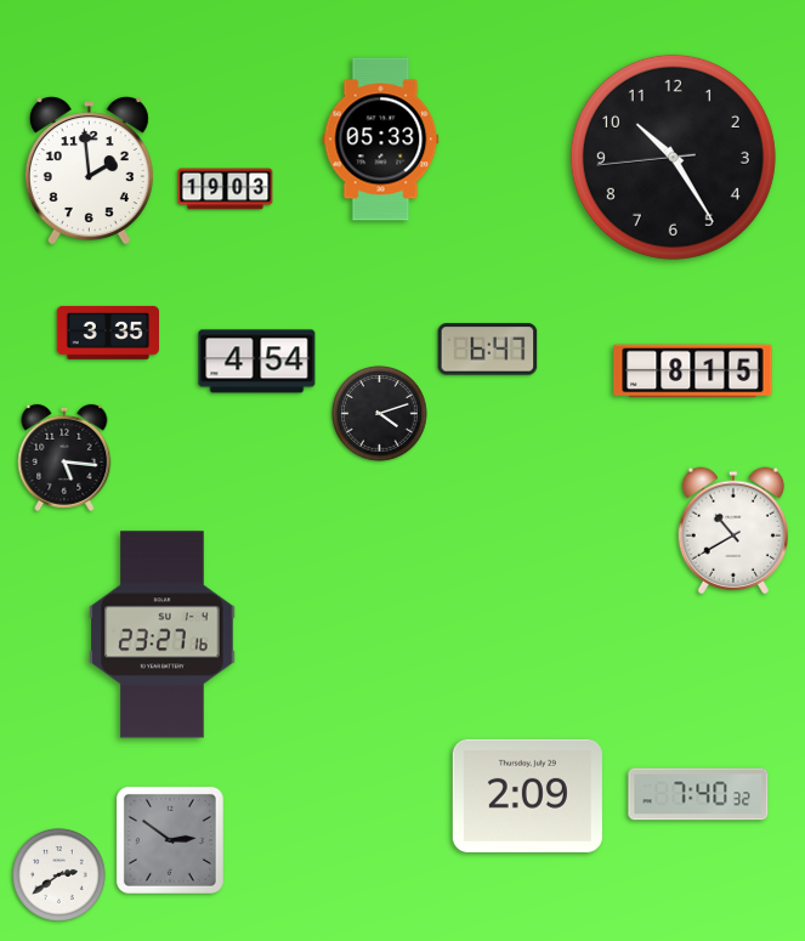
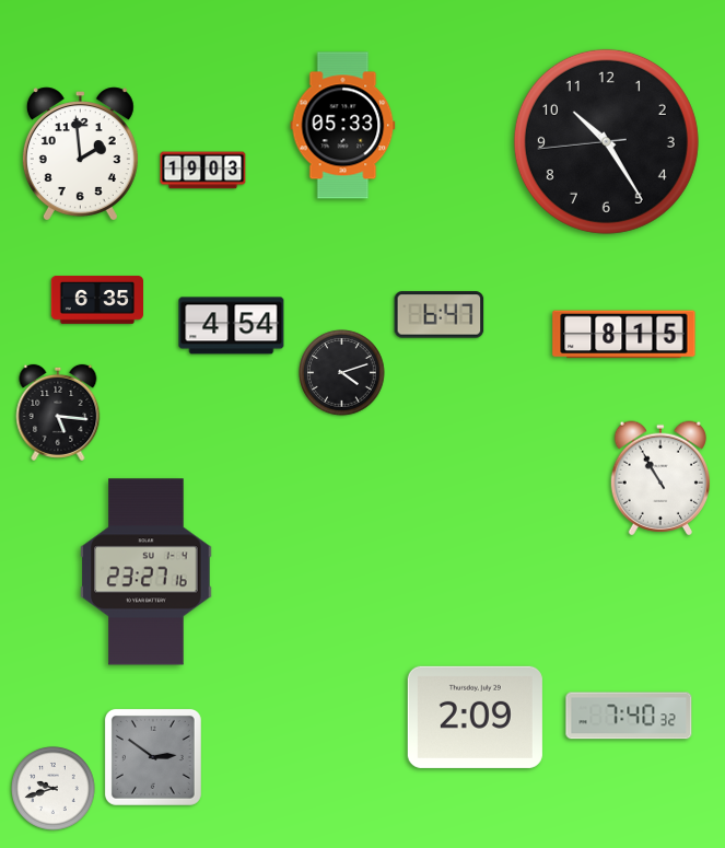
clock at (107, 333): 3:35 -> 6:35
clock at (733, 531): 10:40 -> 10:55
clock at (59, 875): 2:39 -> 9:42
